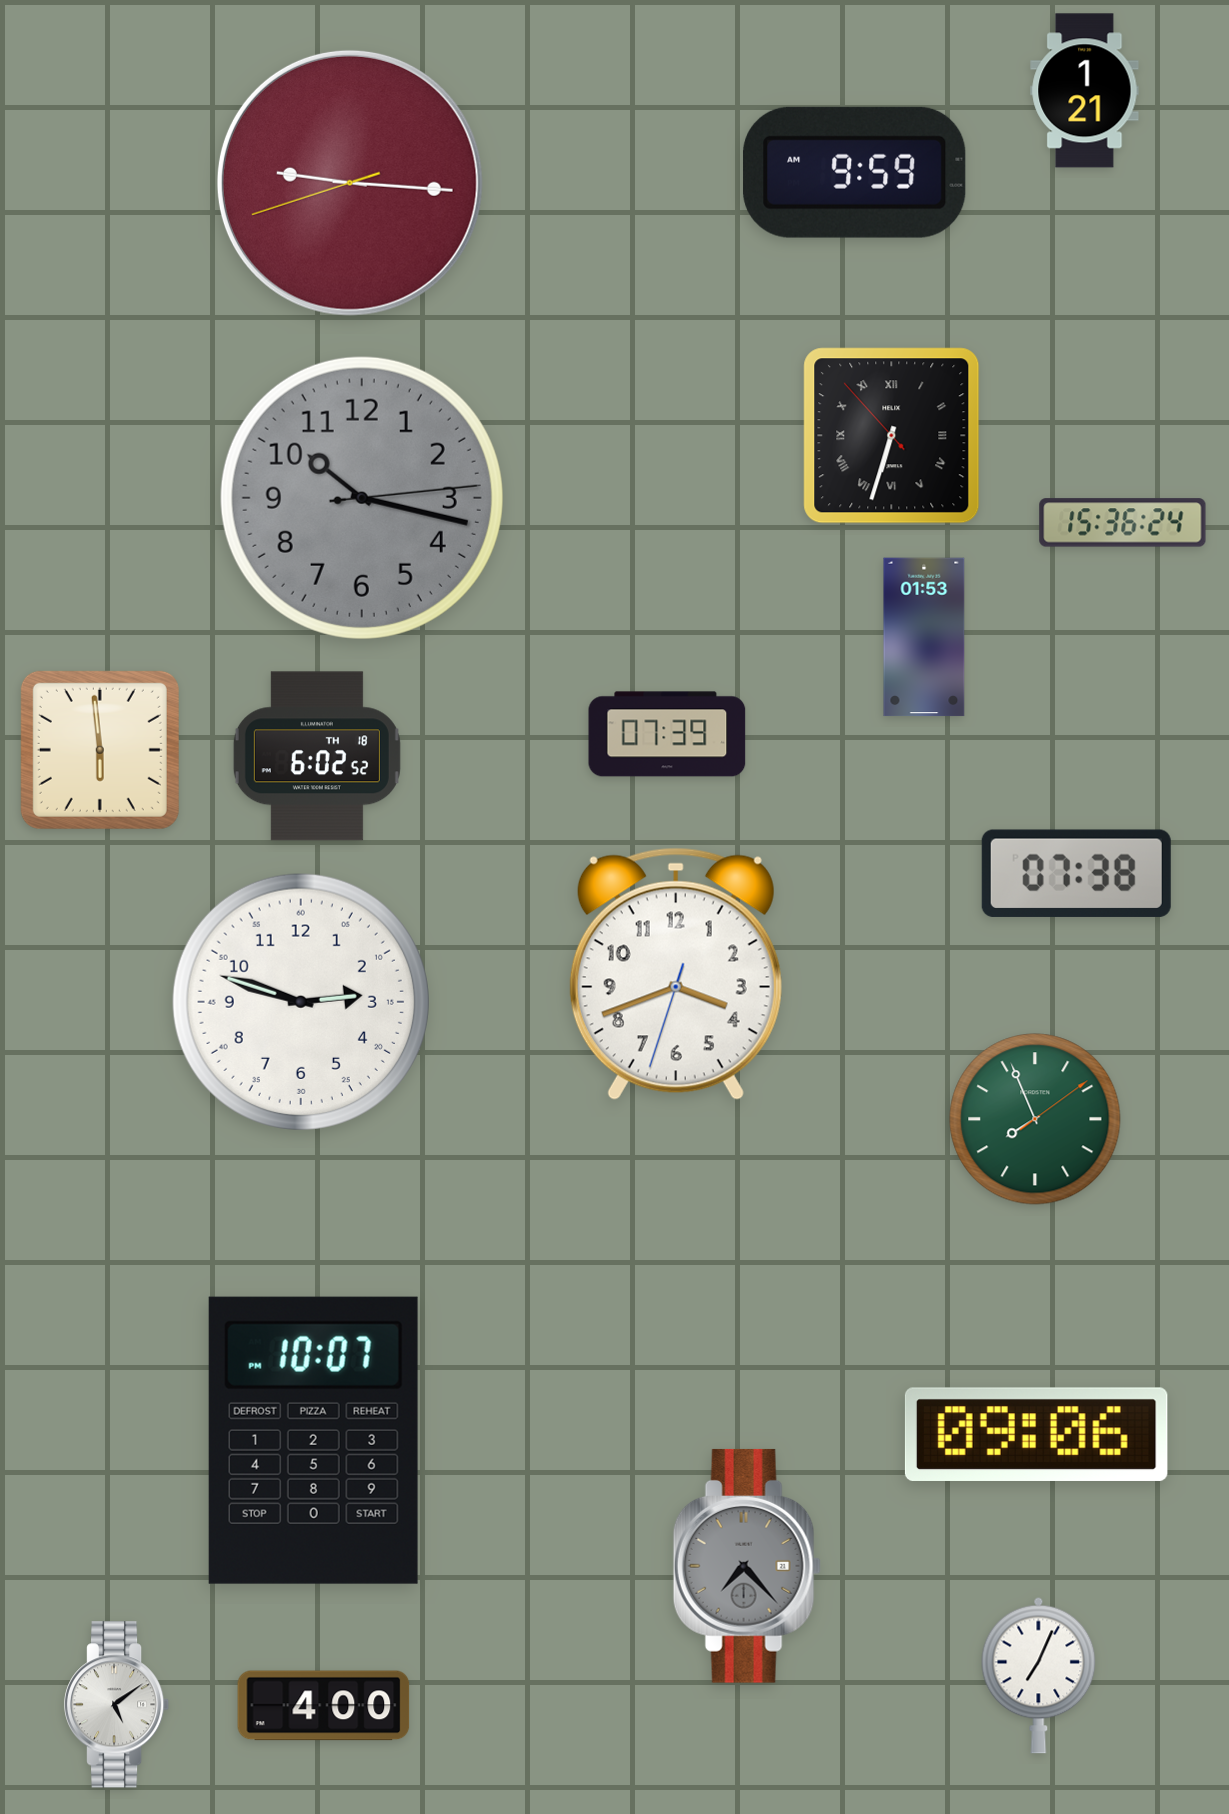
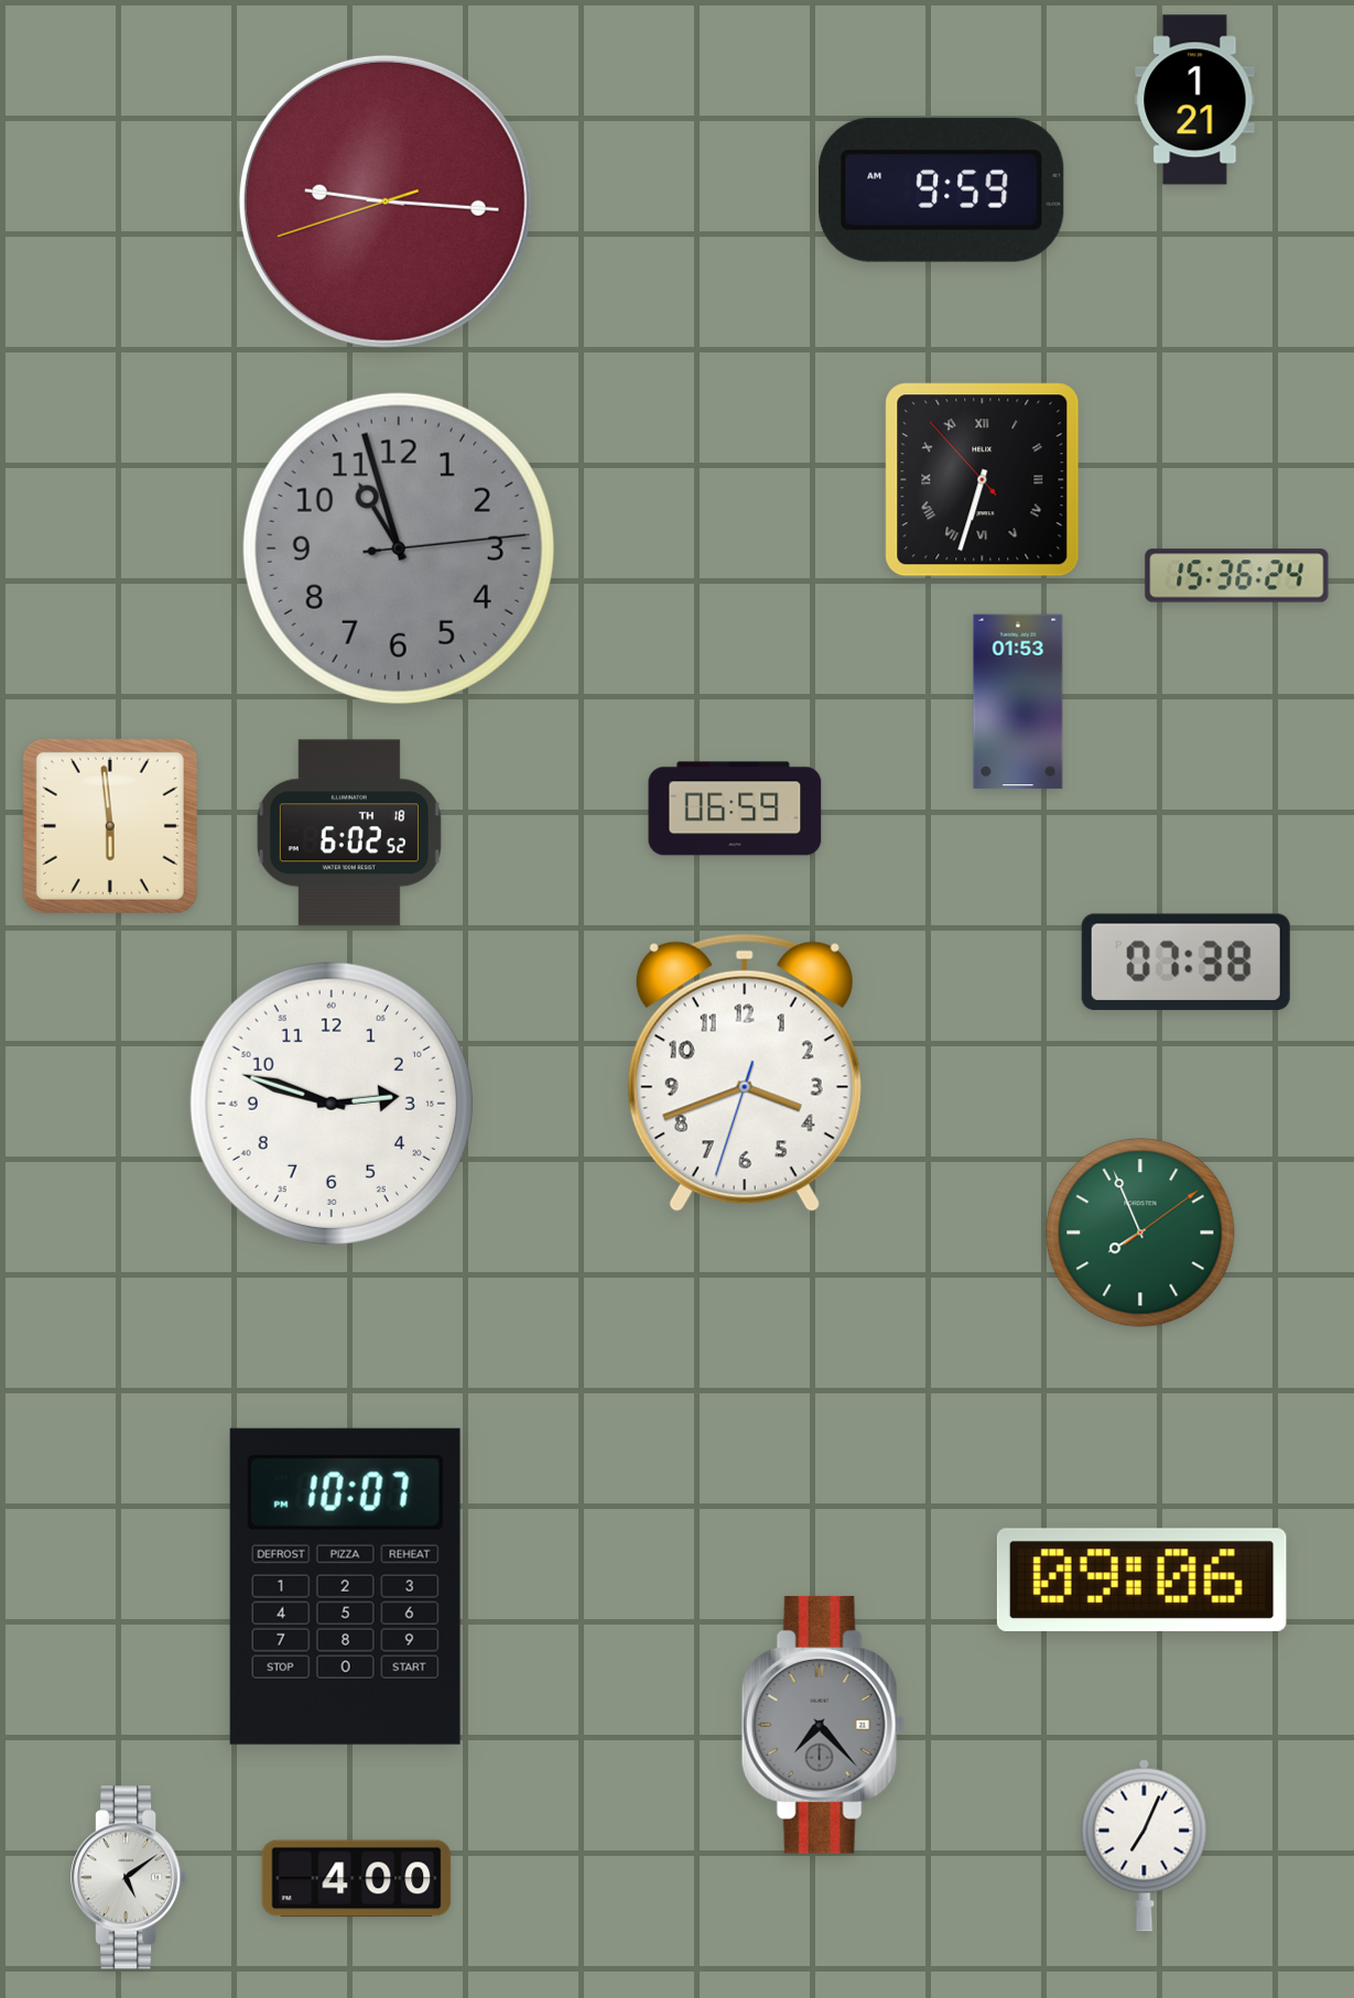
clock at (362, 498): 10:17 -> 10:57
clock at (667, 734): 07:39 -> 06:59
